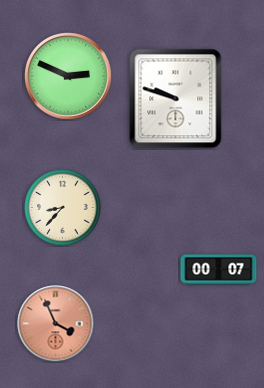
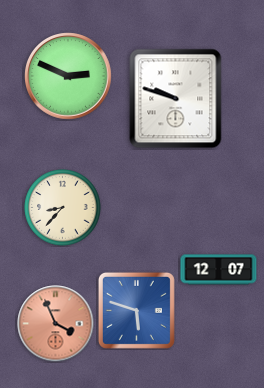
clock at (219, 270): 00:07 -> 12:07
clock at (136, 310): none -> 5:48
